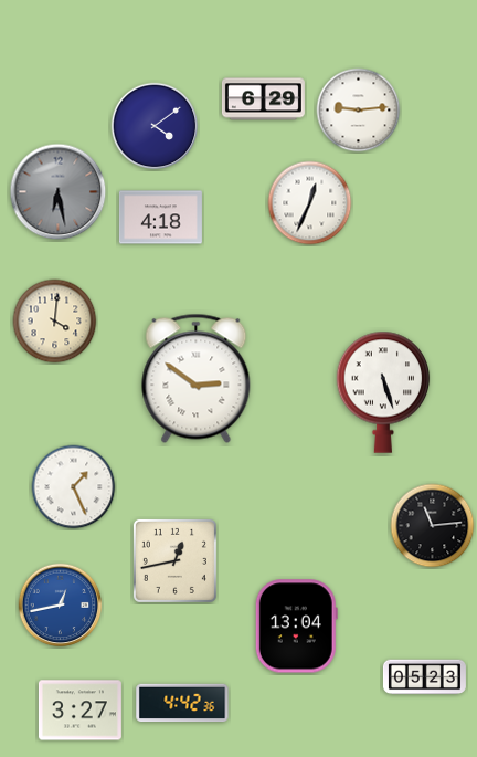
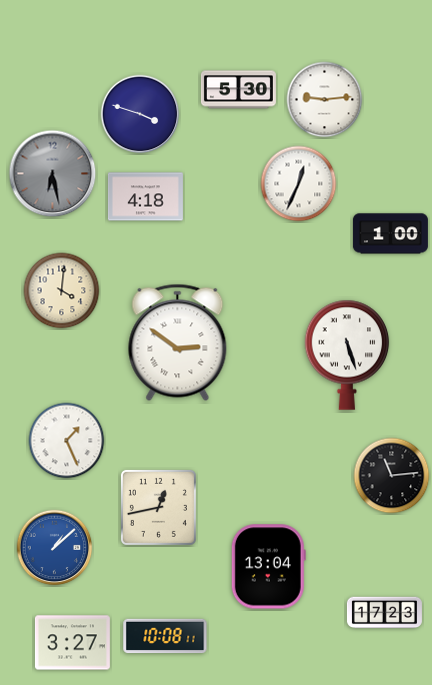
clock at (263, 99): 6:29 -> 5:30
clock at (155, 126): 4:09 -> 3:48
clock at (310, 203) position: (310, 203) -> (299, 184)
clock at (390, 234): none -> 1:00
clock at (55, 322) position: (55, 322) -> (62, 291)
clock at (61, 606): 12:43 -> 1:08
clock at (424, 677): 05:23 -> 17:23
clock at (182, 703): 4:42 -> 10:08
